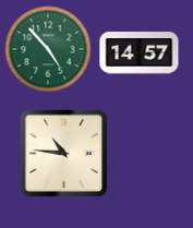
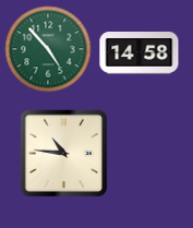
clock at (140, 53): 14:57 -> 14:58
